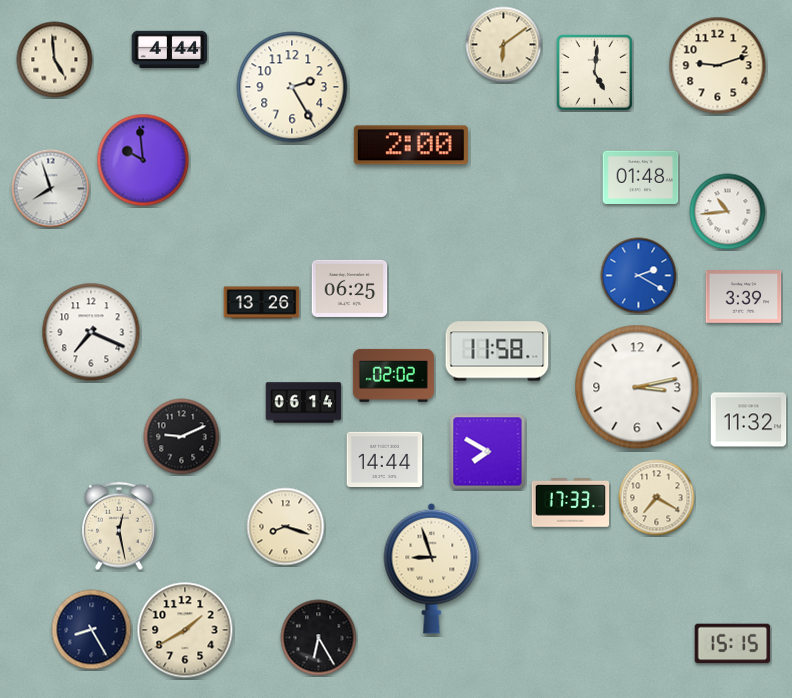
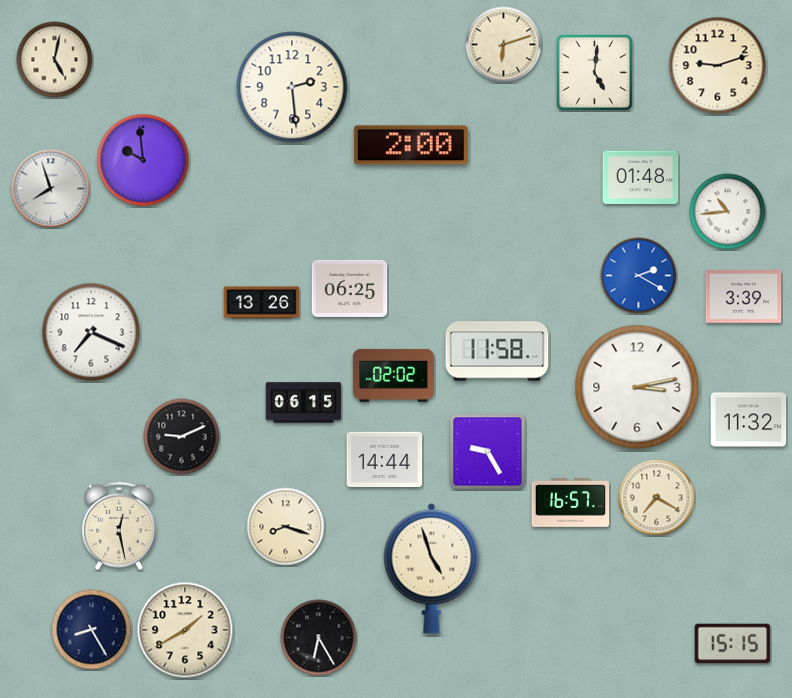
clock at (504, 45): 6:09 -> 6:12
clock at (170, 50): 4:44 -> none
clock at (55, 60): 4:59 -> 5:02
clock at (292, 87): 2:25 -> 2:29
clock at (304, 403): 06:14 -> 06:15
clock at (488, 452): 7:50 -> 9:25
clock at (571, 503): 17:33 -> 16:57
clock at (432, 568): 8:57 -> 4:57
